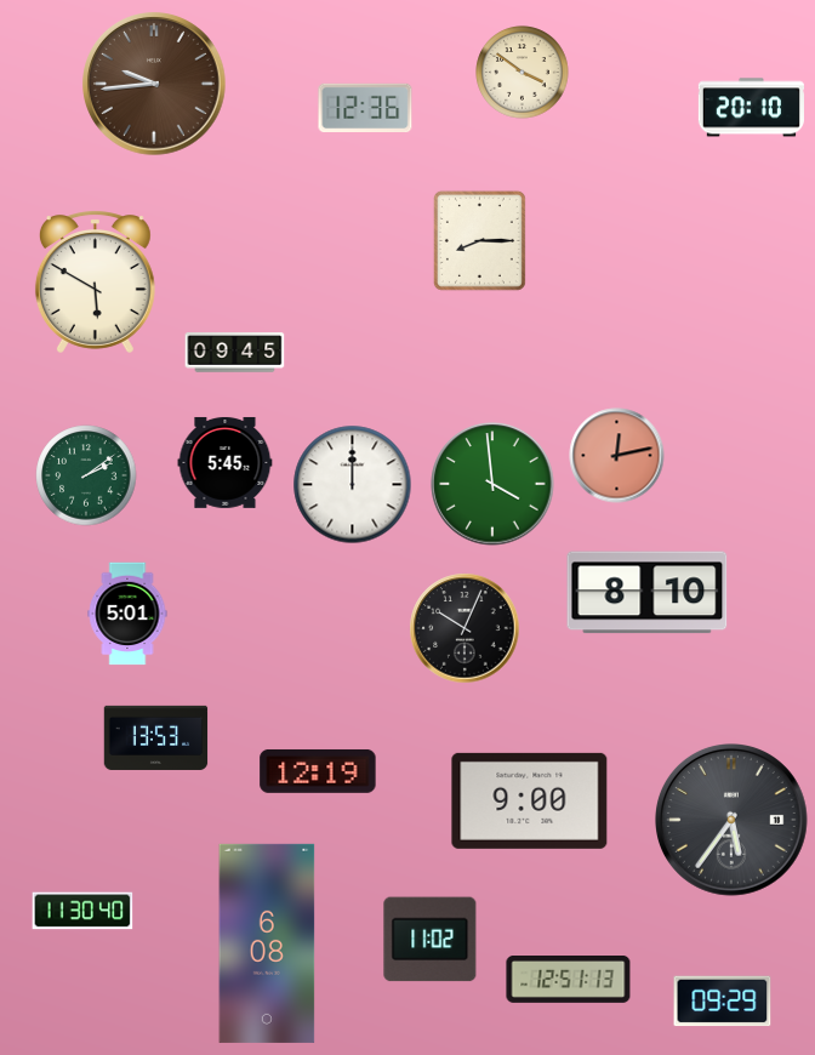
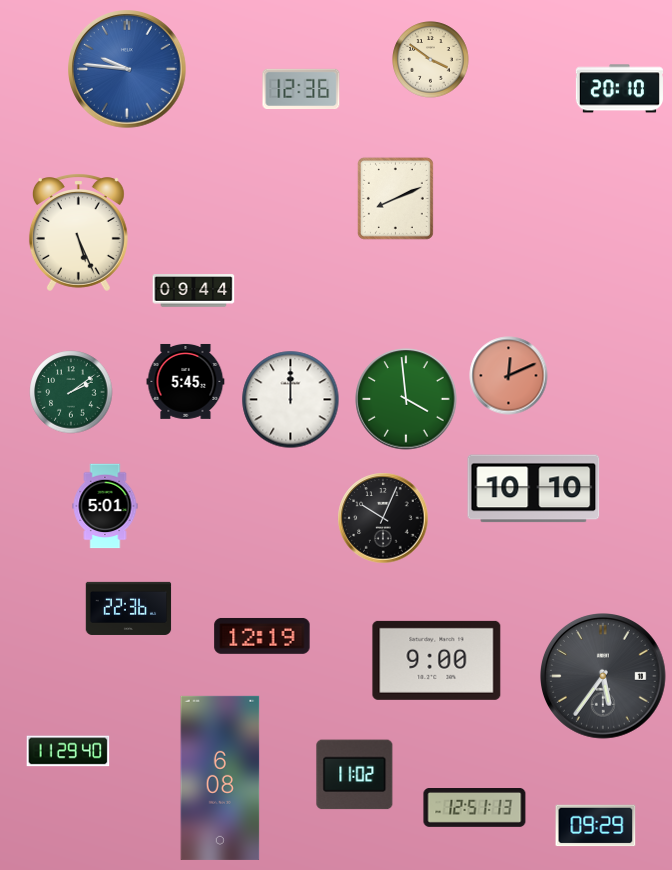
clock at (154, 84): 9:44 -> 9:46
clock at (154, 84) dial: brown -> blue
clock at (479, 240): 8:15 -> 8:11
clock at (95, 281): 5:50 -> 5:26
clock at (235, 353): 09:45 -> 09:44
clock at (617, 456): 12:13 -> 12:11
clock at (648, 593): 8:10 -> 10:10
clock at (156, 737): 13:53 -> 22:36
clock at (82, 911): 11:30 -> 11:29
clock at (569, 980) position: (569, 980) -> (475, 808)
